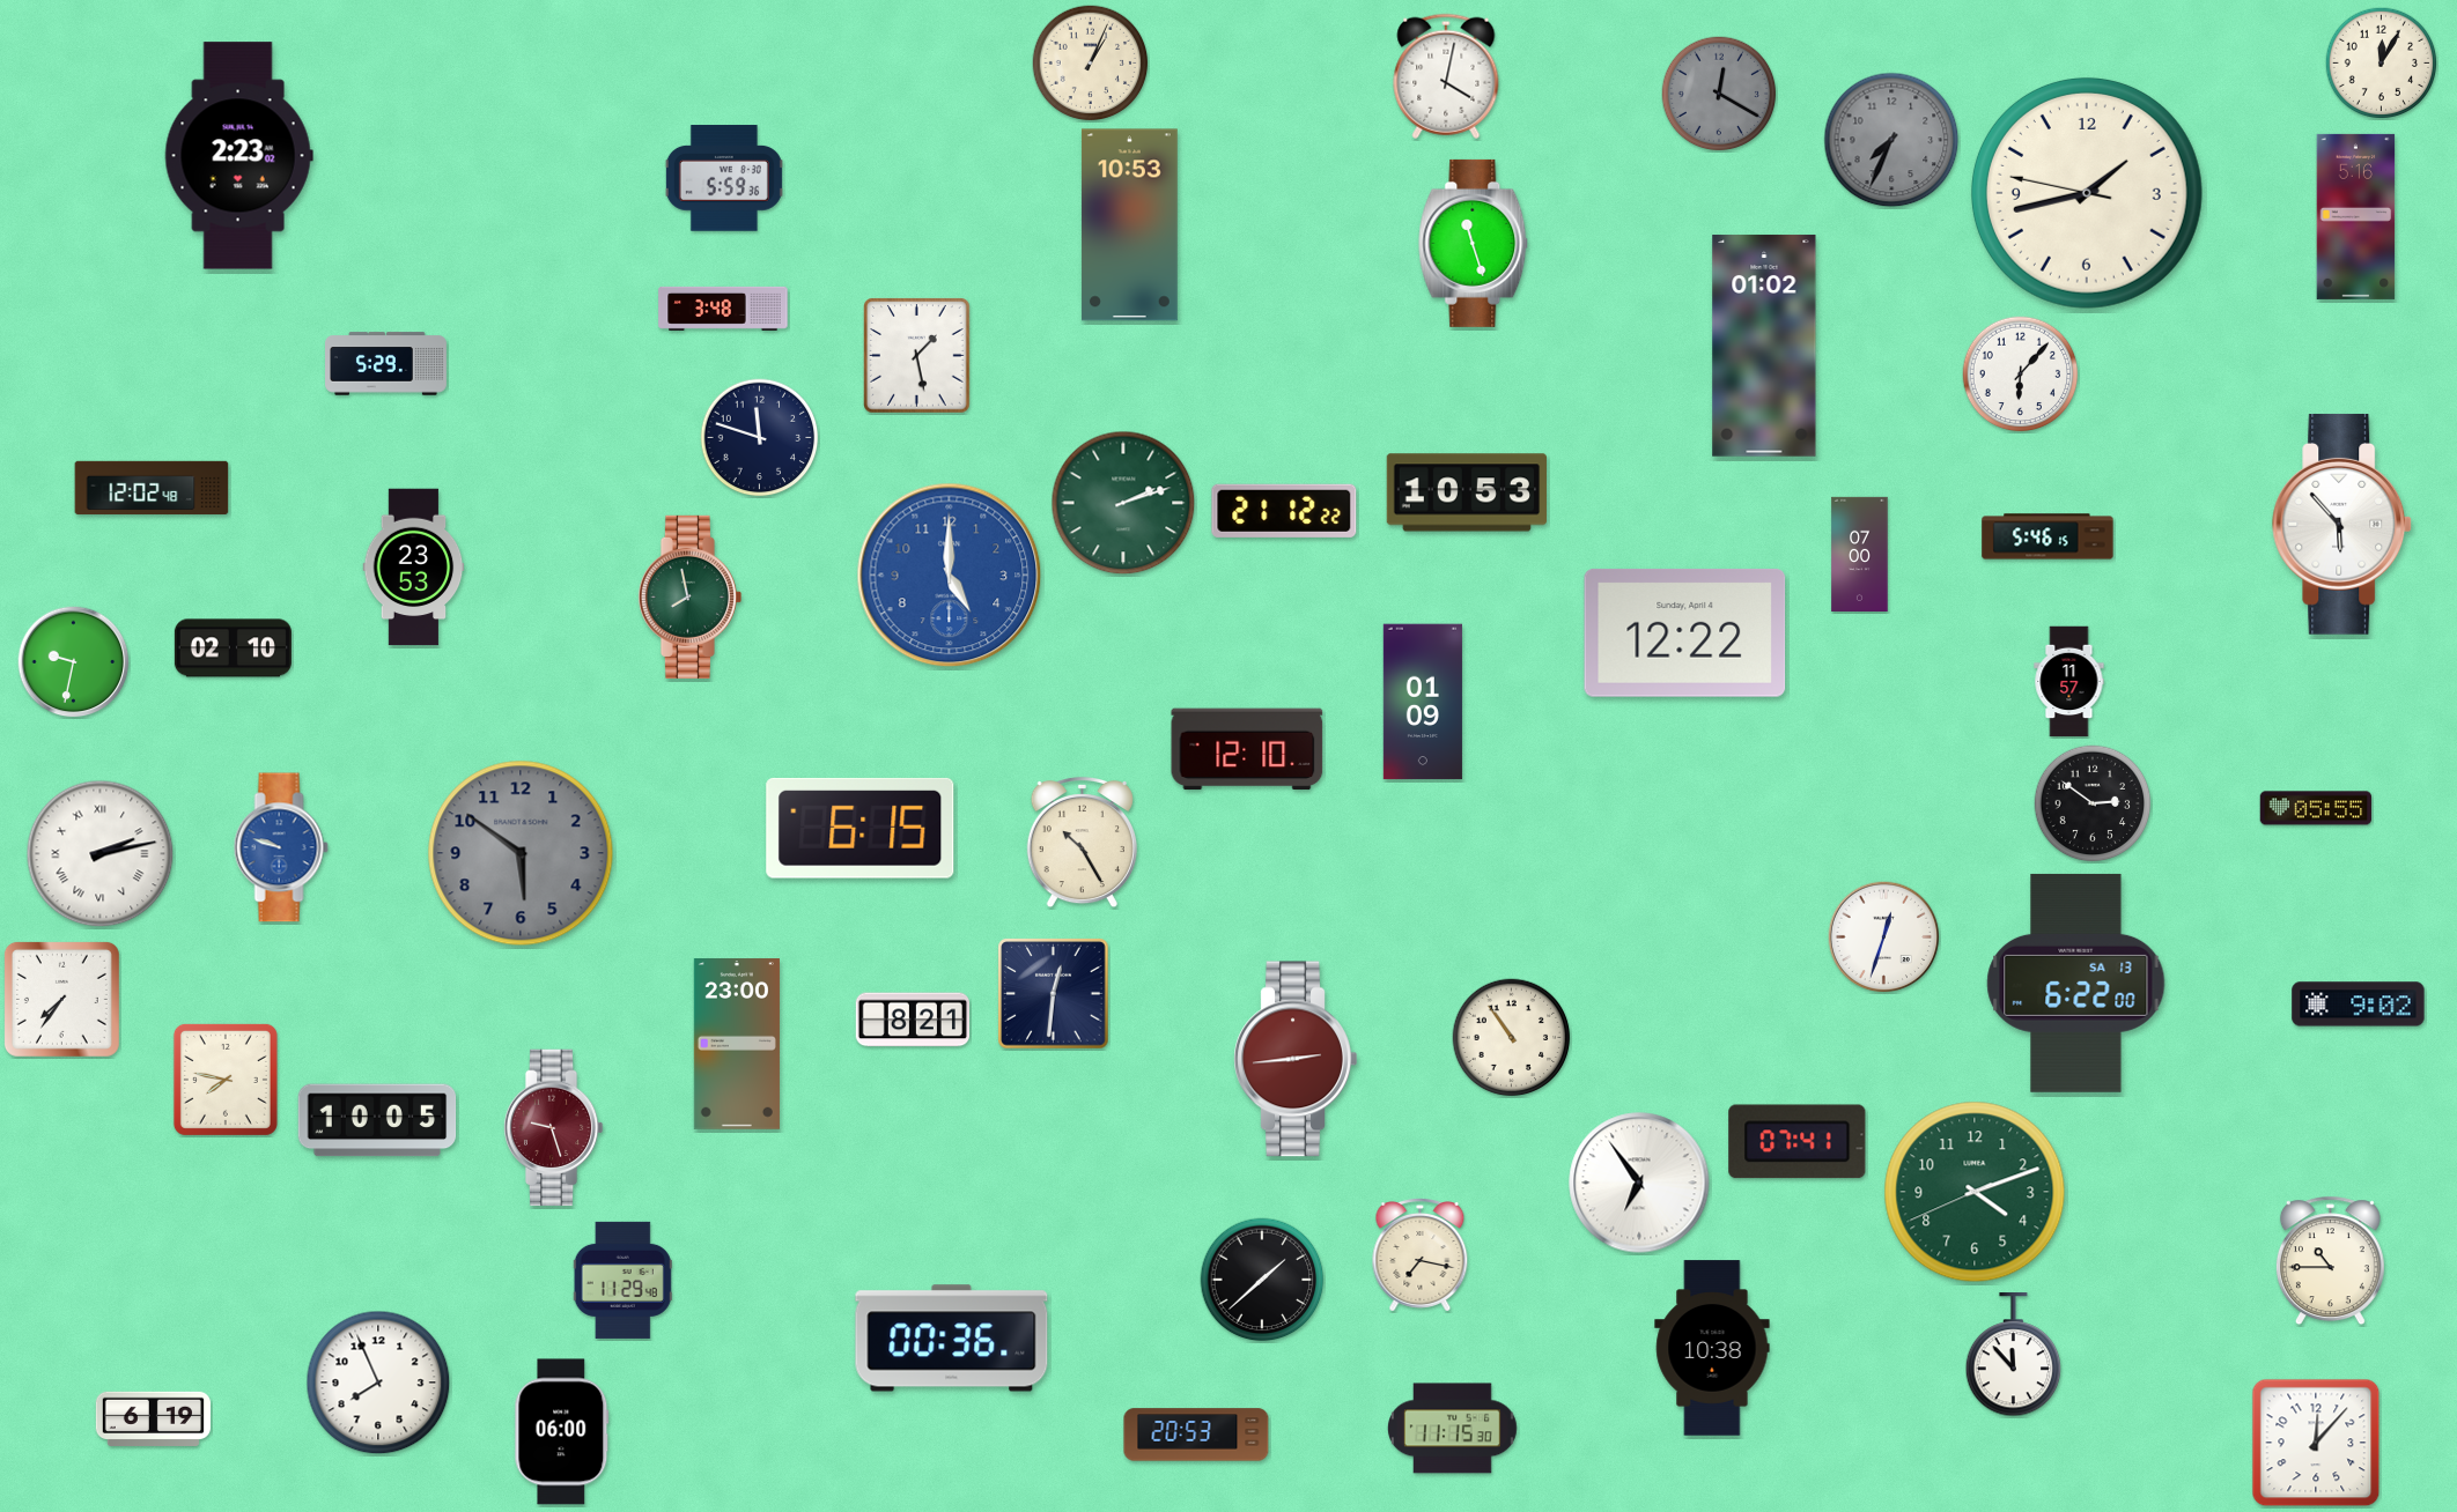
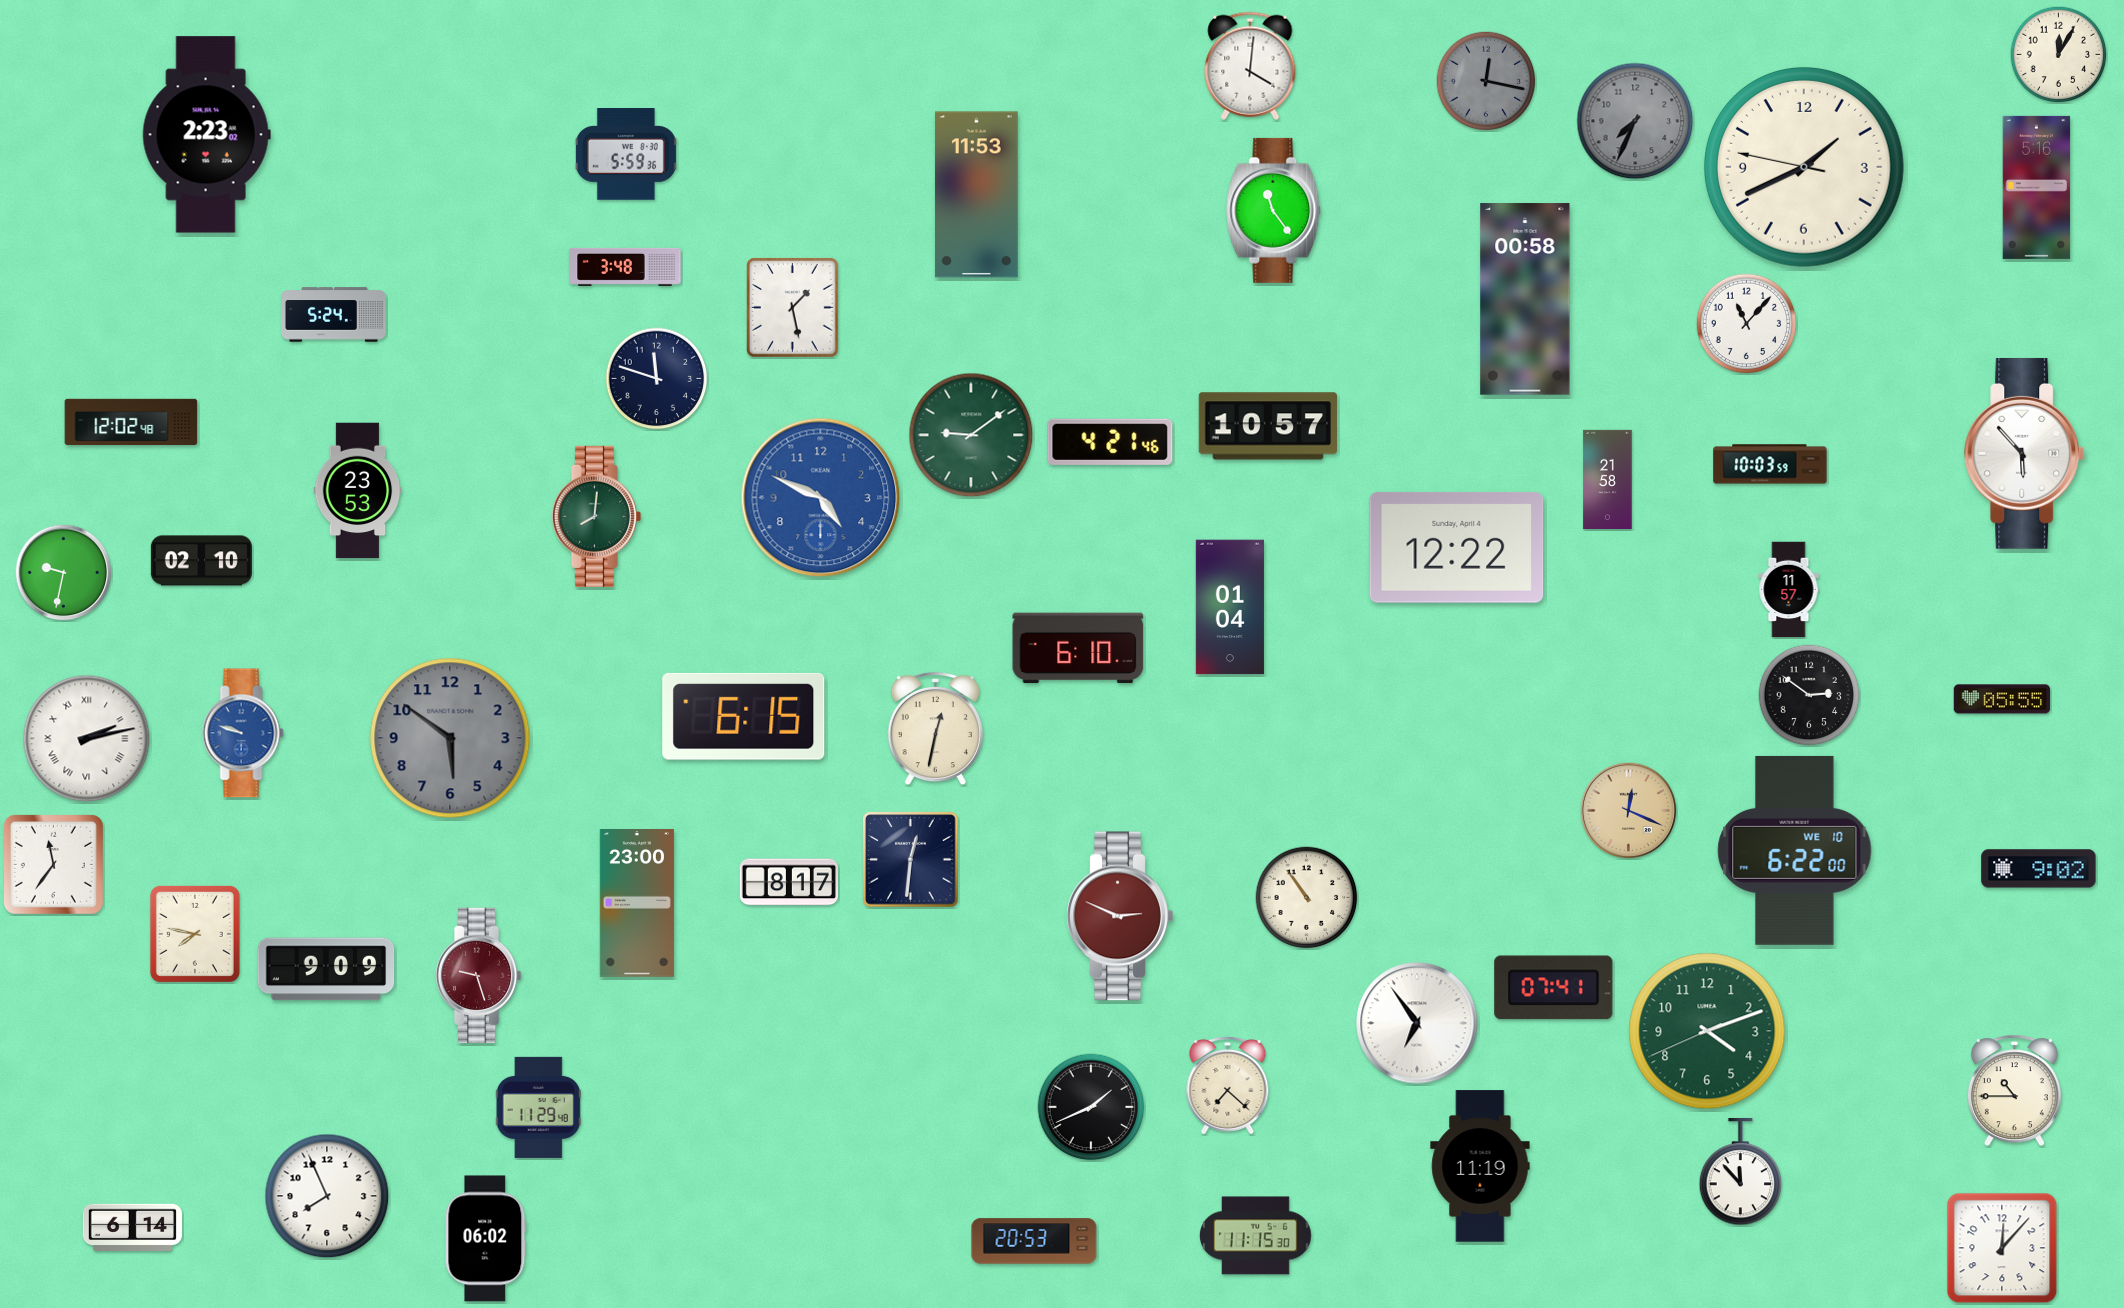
clock at (1091, 64): 1:04 -> none
clock at (1446, 76): 4:02 -> 4:01
clock at (1719, 94): 12:20 -> 12:17
clock at (2087, 193): 1:42 -> 1:40
clock at (1129, 225): 10:53 -> 11:53
clock at (1474, 243): 11:27 -> 11:24
clock at (1764, 346): 01:02 -> 00:58
clock at (386, 364): 5:29 -> 5:24
clock at (2021, 375): 6:07 -> 11:07
clock at (1466, 492): 10:53 -> 10:57
clock at (1123, 503): 2:12 -> 9:09
clock at (1284, 511): 21:12 -> 4:21
clock at (2047, 536): 5:46 -> 10:03
clock at (1860, 554): 07:00 -> 21:58
clock at (950, 576): 5:00 -> 4:49
clock at (689, 596): 7:58 -> 8:01
clock at (1423, 702): 01:09 -> 01:04
clock at (1247, 749): 12:10 -> 6:10
clock at (1082, 843): 10:25 -> 12:32
clock at (1884, 937): 12:33 -> 12:19
clock at (1884, 937) dial: white -> champagne
clock at (2076, 983) date: SA 13 -> WE 10
clock at (61, 999): 7:36 -> 11:36
clock at (912, 1020): 8:21 -> 8:17
clock at (1296, 1059): 2:44 -> 2:49
clock at (377, 1120): 10:05 -> 9:09
clock at (1421, 1255): 7:17 -> 7:22
clock at (1262, 1280): 1:38 -> 1:41
clock at (952, 1339): 00:36 -> none
clock at (1712, 1348): 10:38 -> 11:19
clock at (153, 1418): 6:19 -> 6:14
clock at (562, 1432): 06:00 -> 06:02
